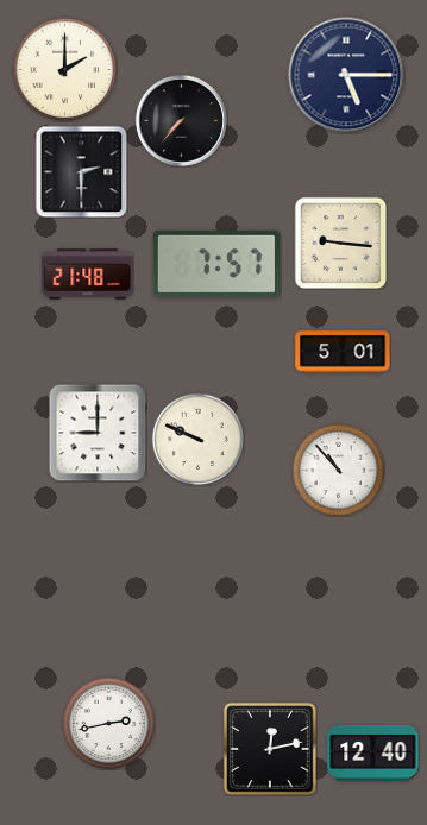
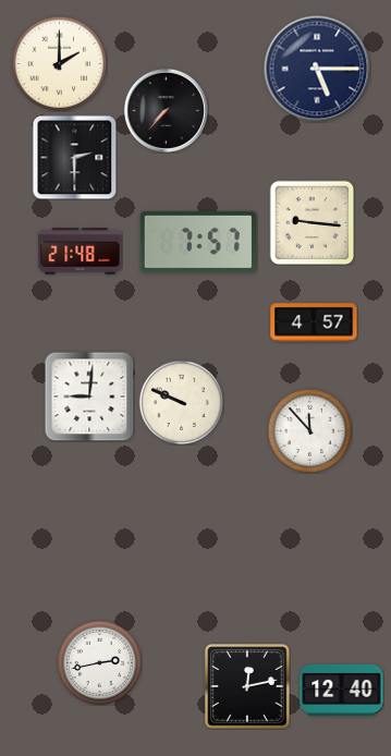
clock at (343, 352): 5:01 -> 4:57
clock at (98, 433): 9:00 -> 9:01
clock at (338, 470): 10:53 -> 11:53
